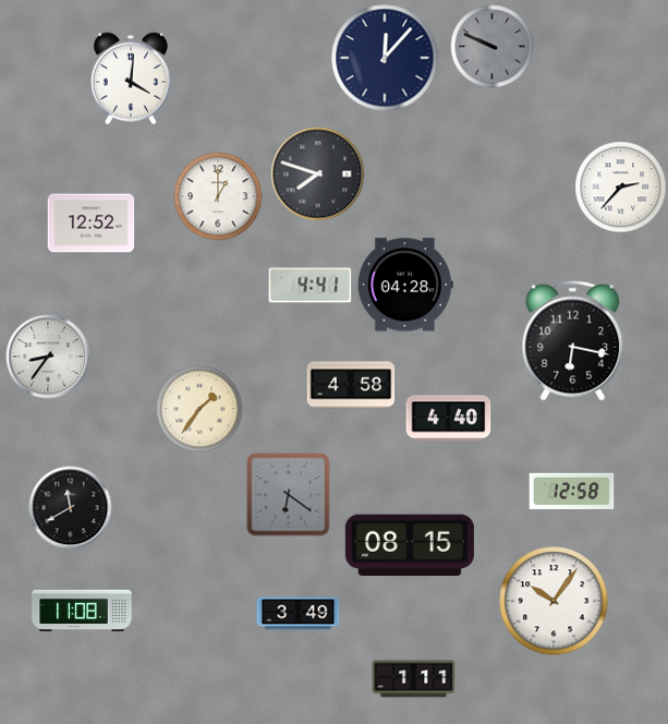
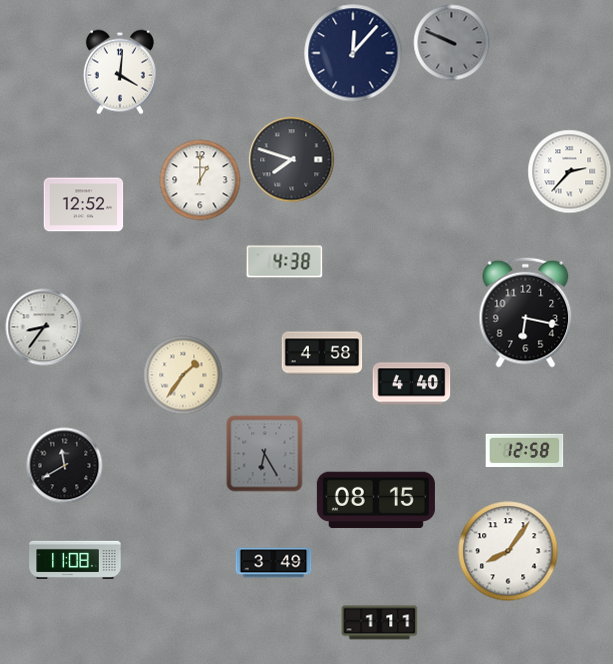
clock at (405, 285): 04:28 -> none
clock at (311, 286): 4:41 -> 4:38
clock at (289, 495): 6:21 -> 6:25
clock at (554, 601): 10:06 -> 8:06
